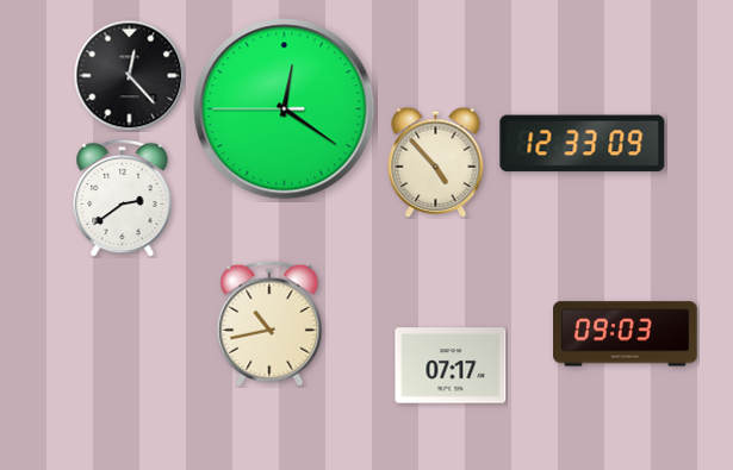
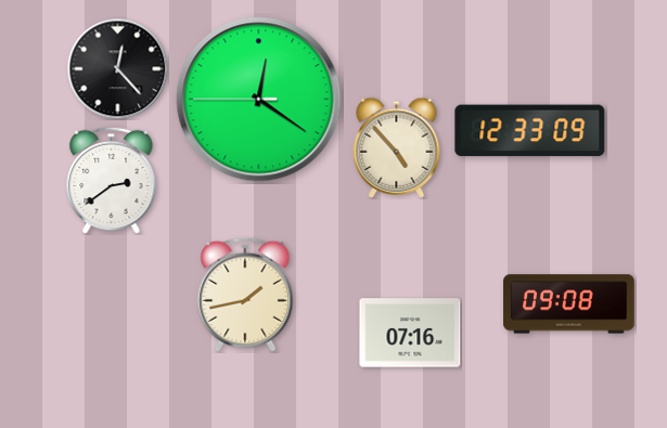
clock at (269, 324): 10:43 -> 1:43
clock at (626, 334): 09:03 -> 09:08
clock at (451, 365): 07:17 -> 07:16
